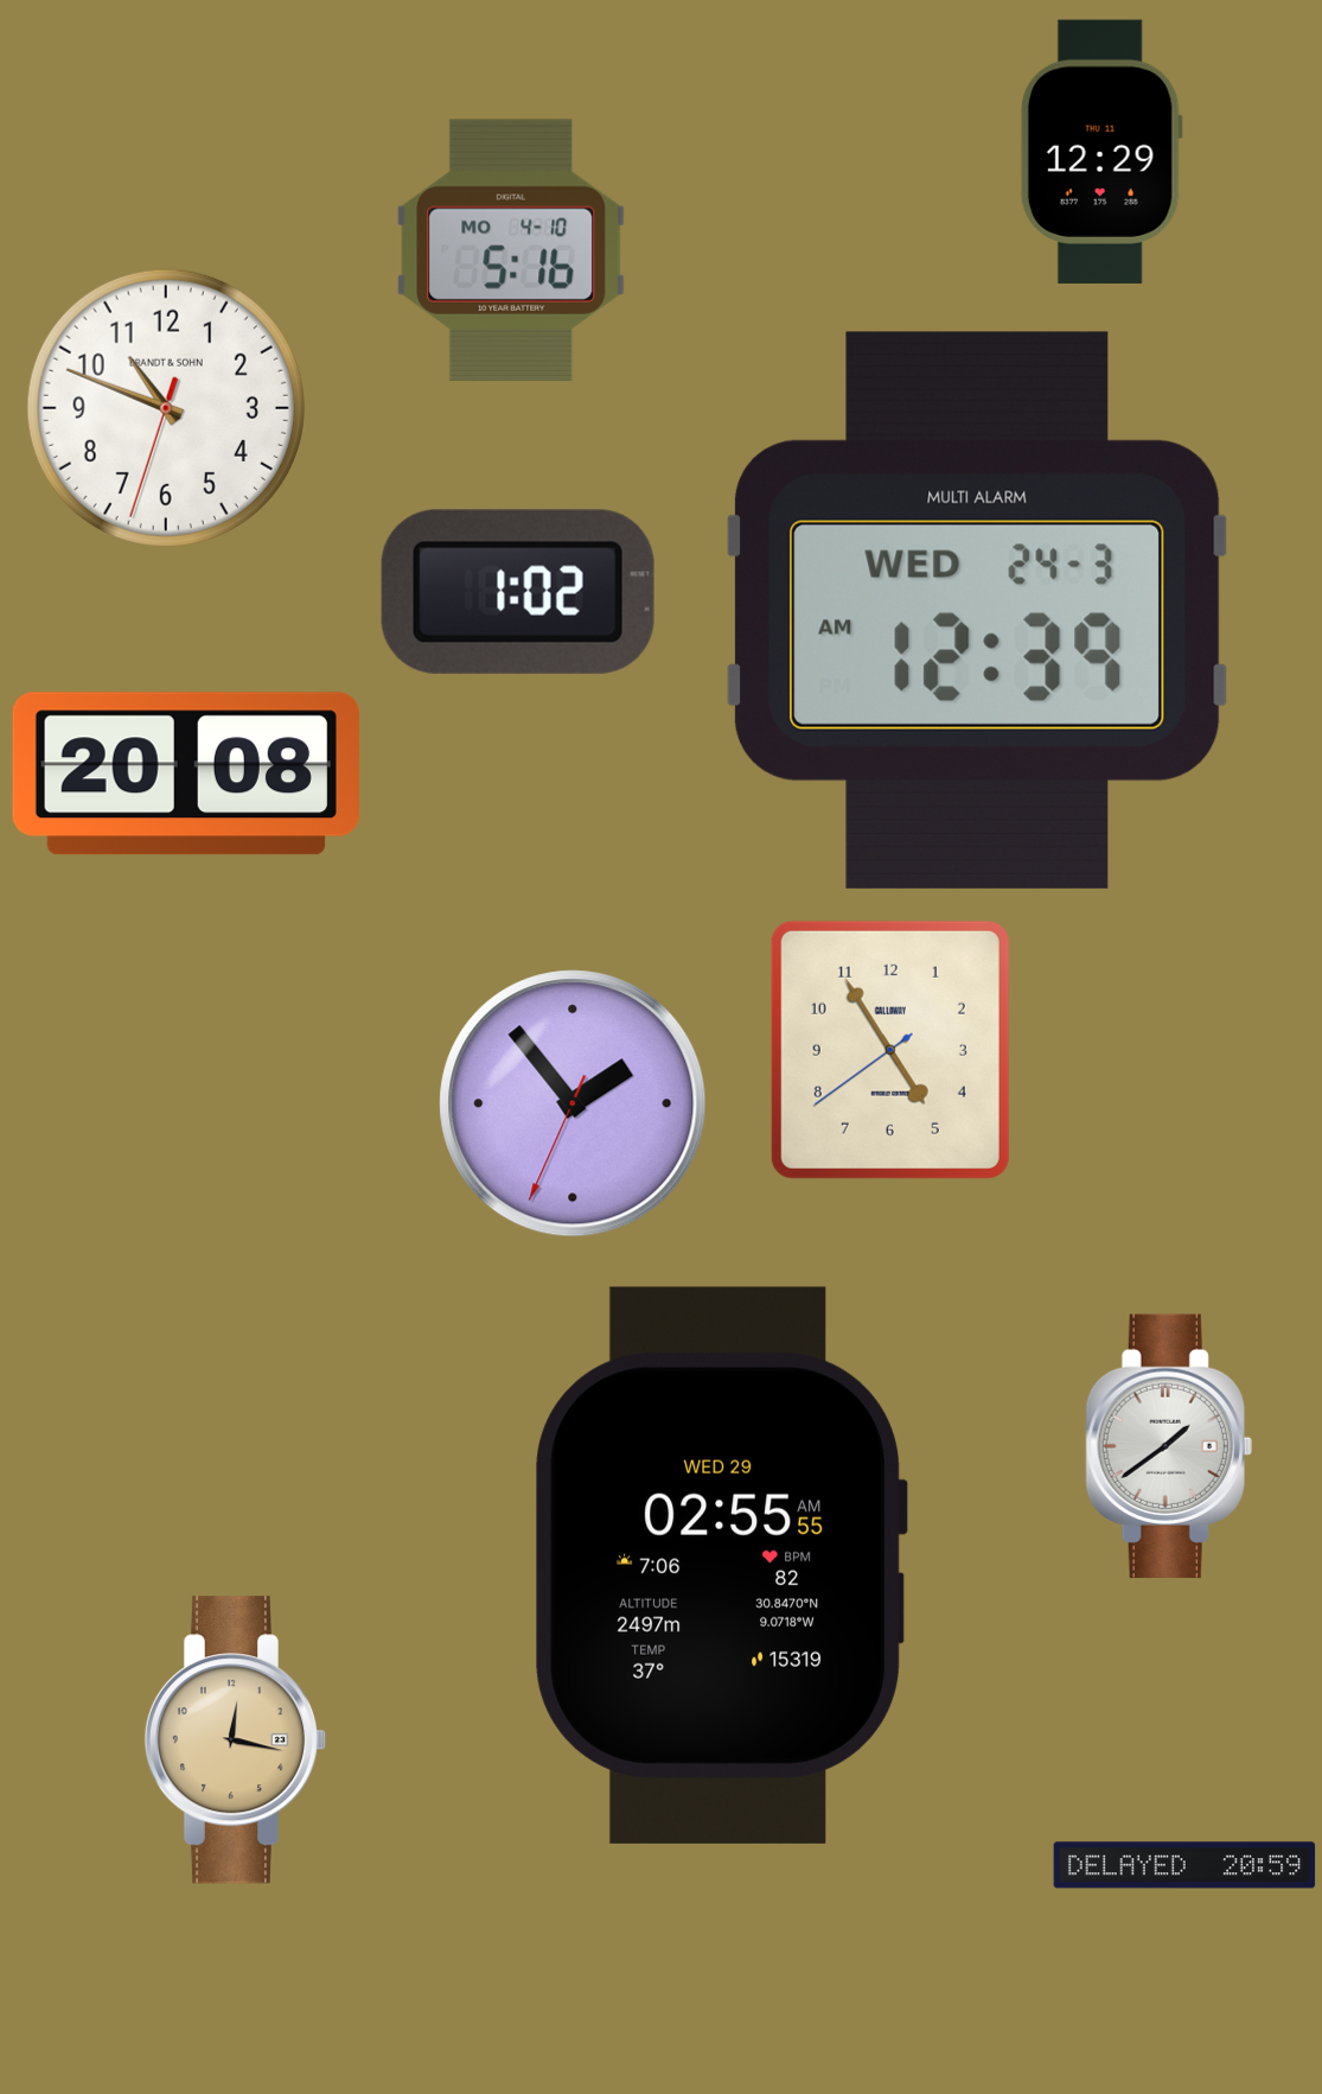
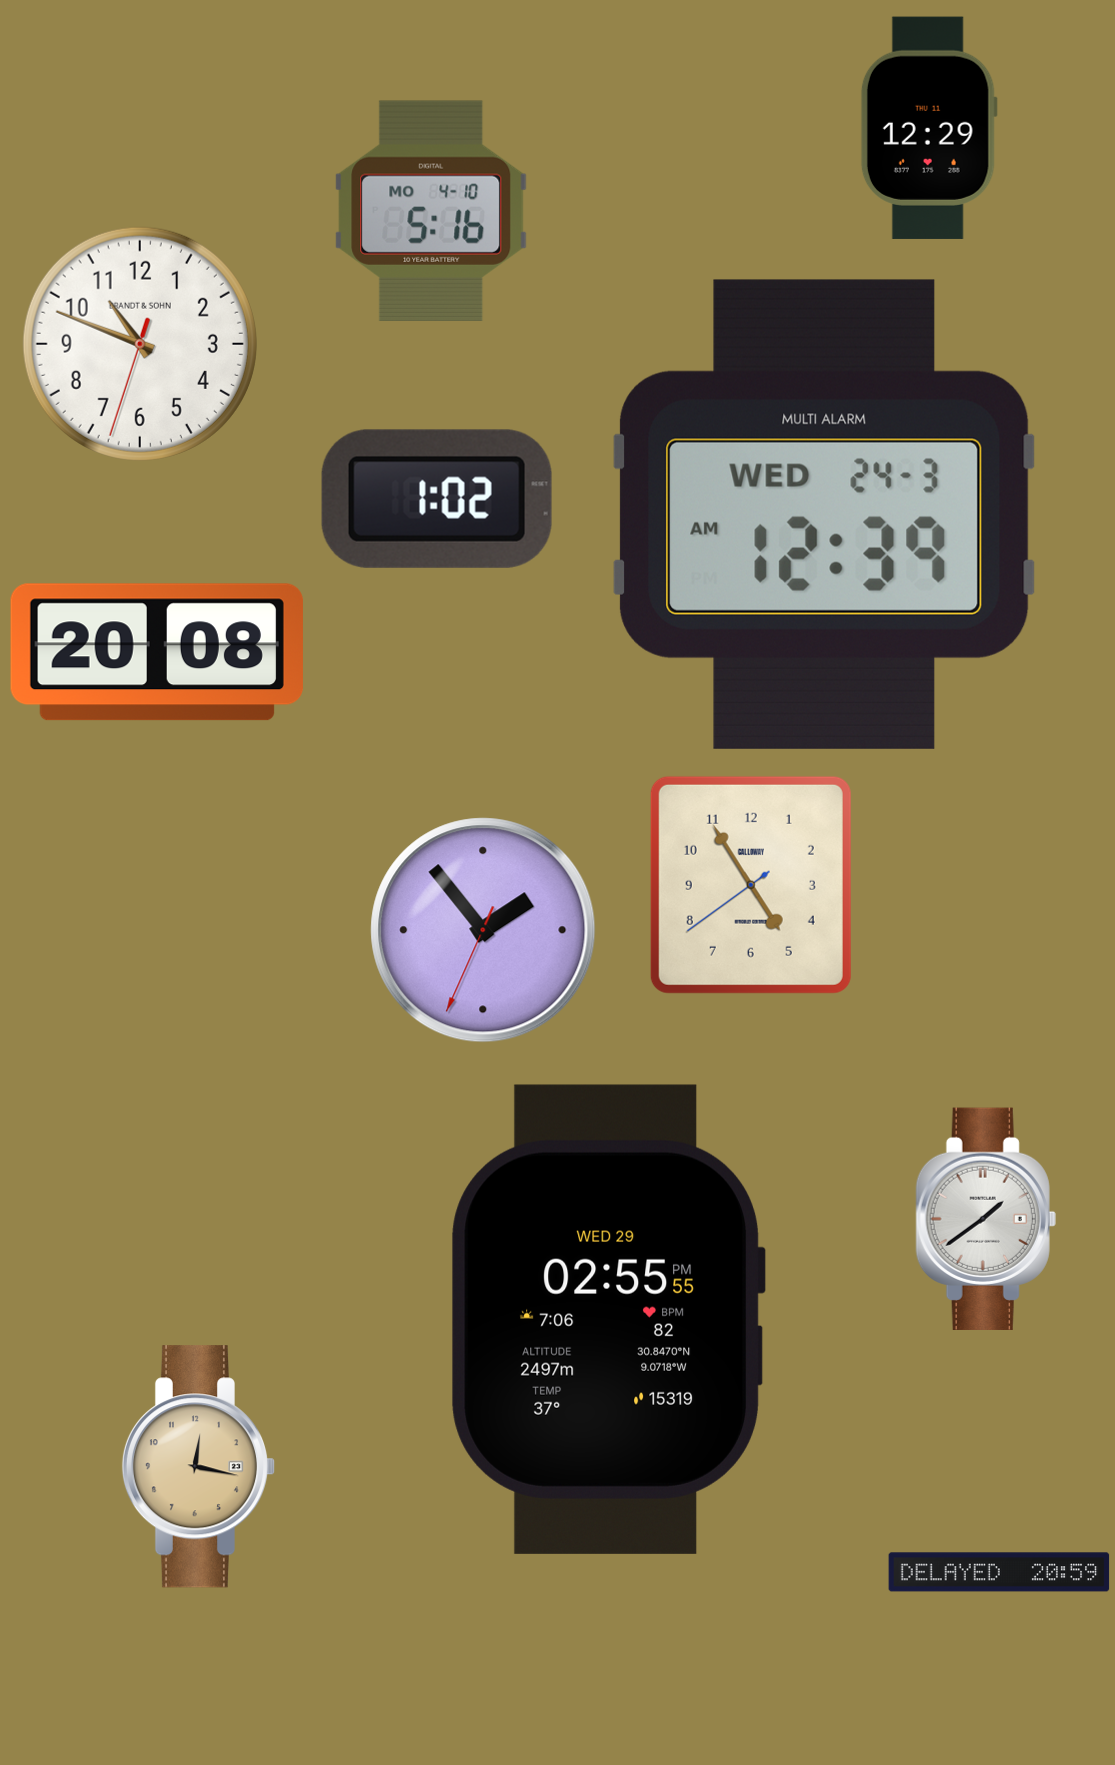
clock at (721, 1565): 02:55:55 AM -> 02:55:55 PM
